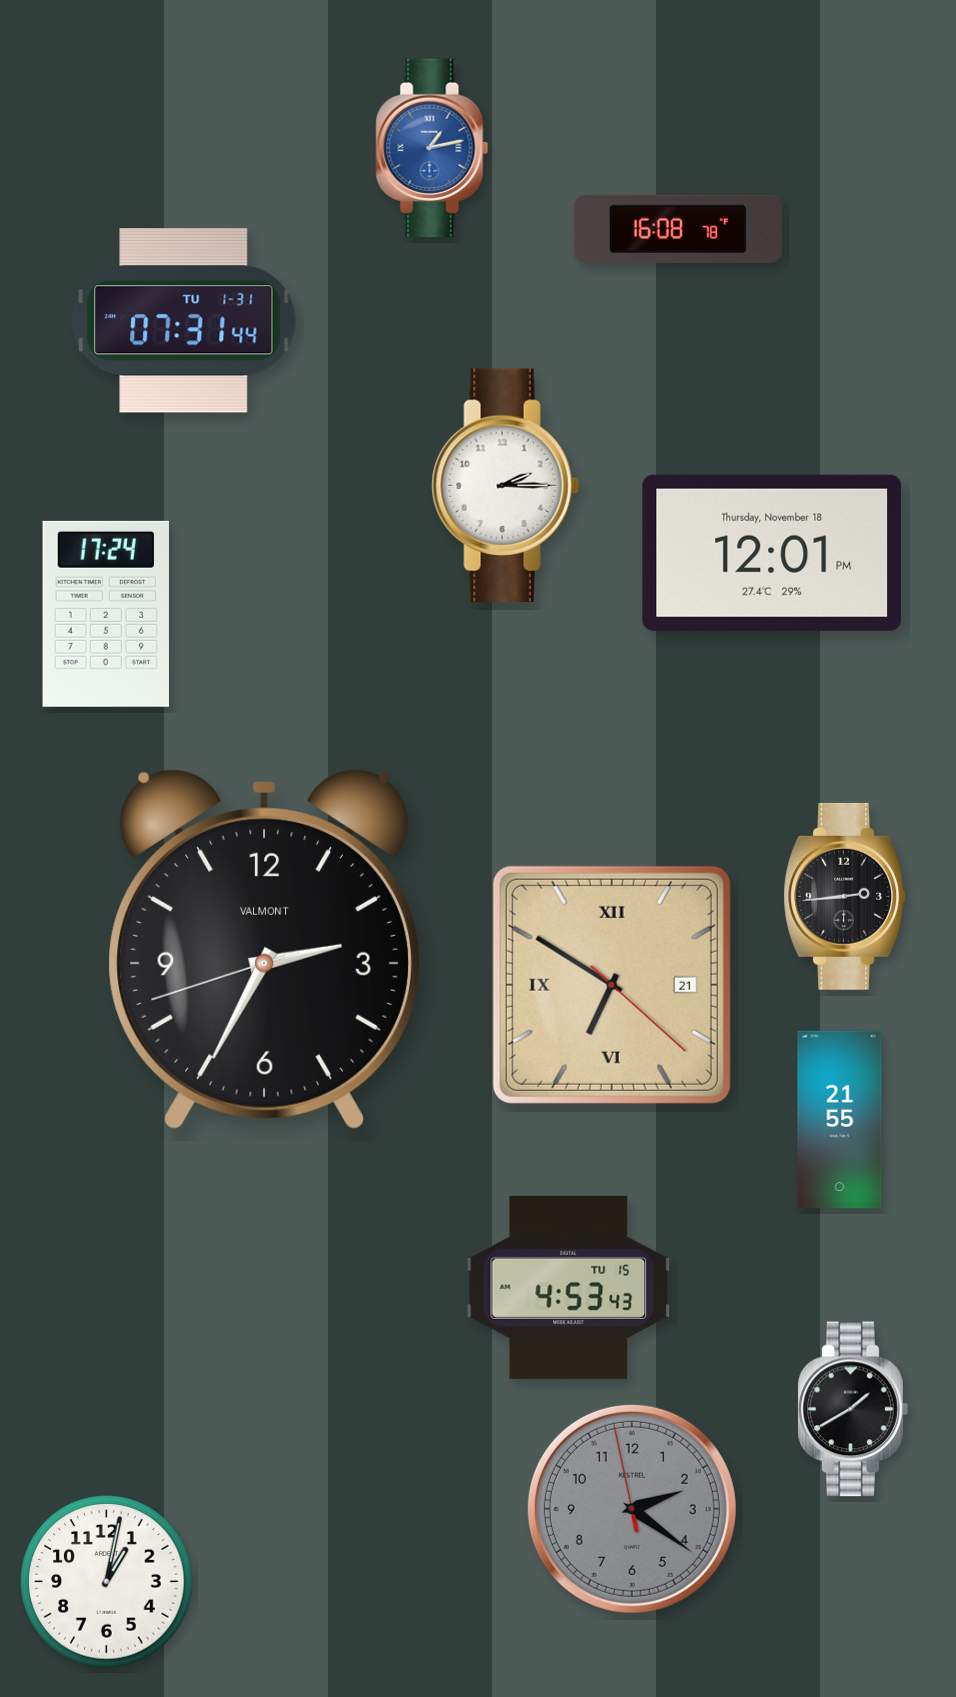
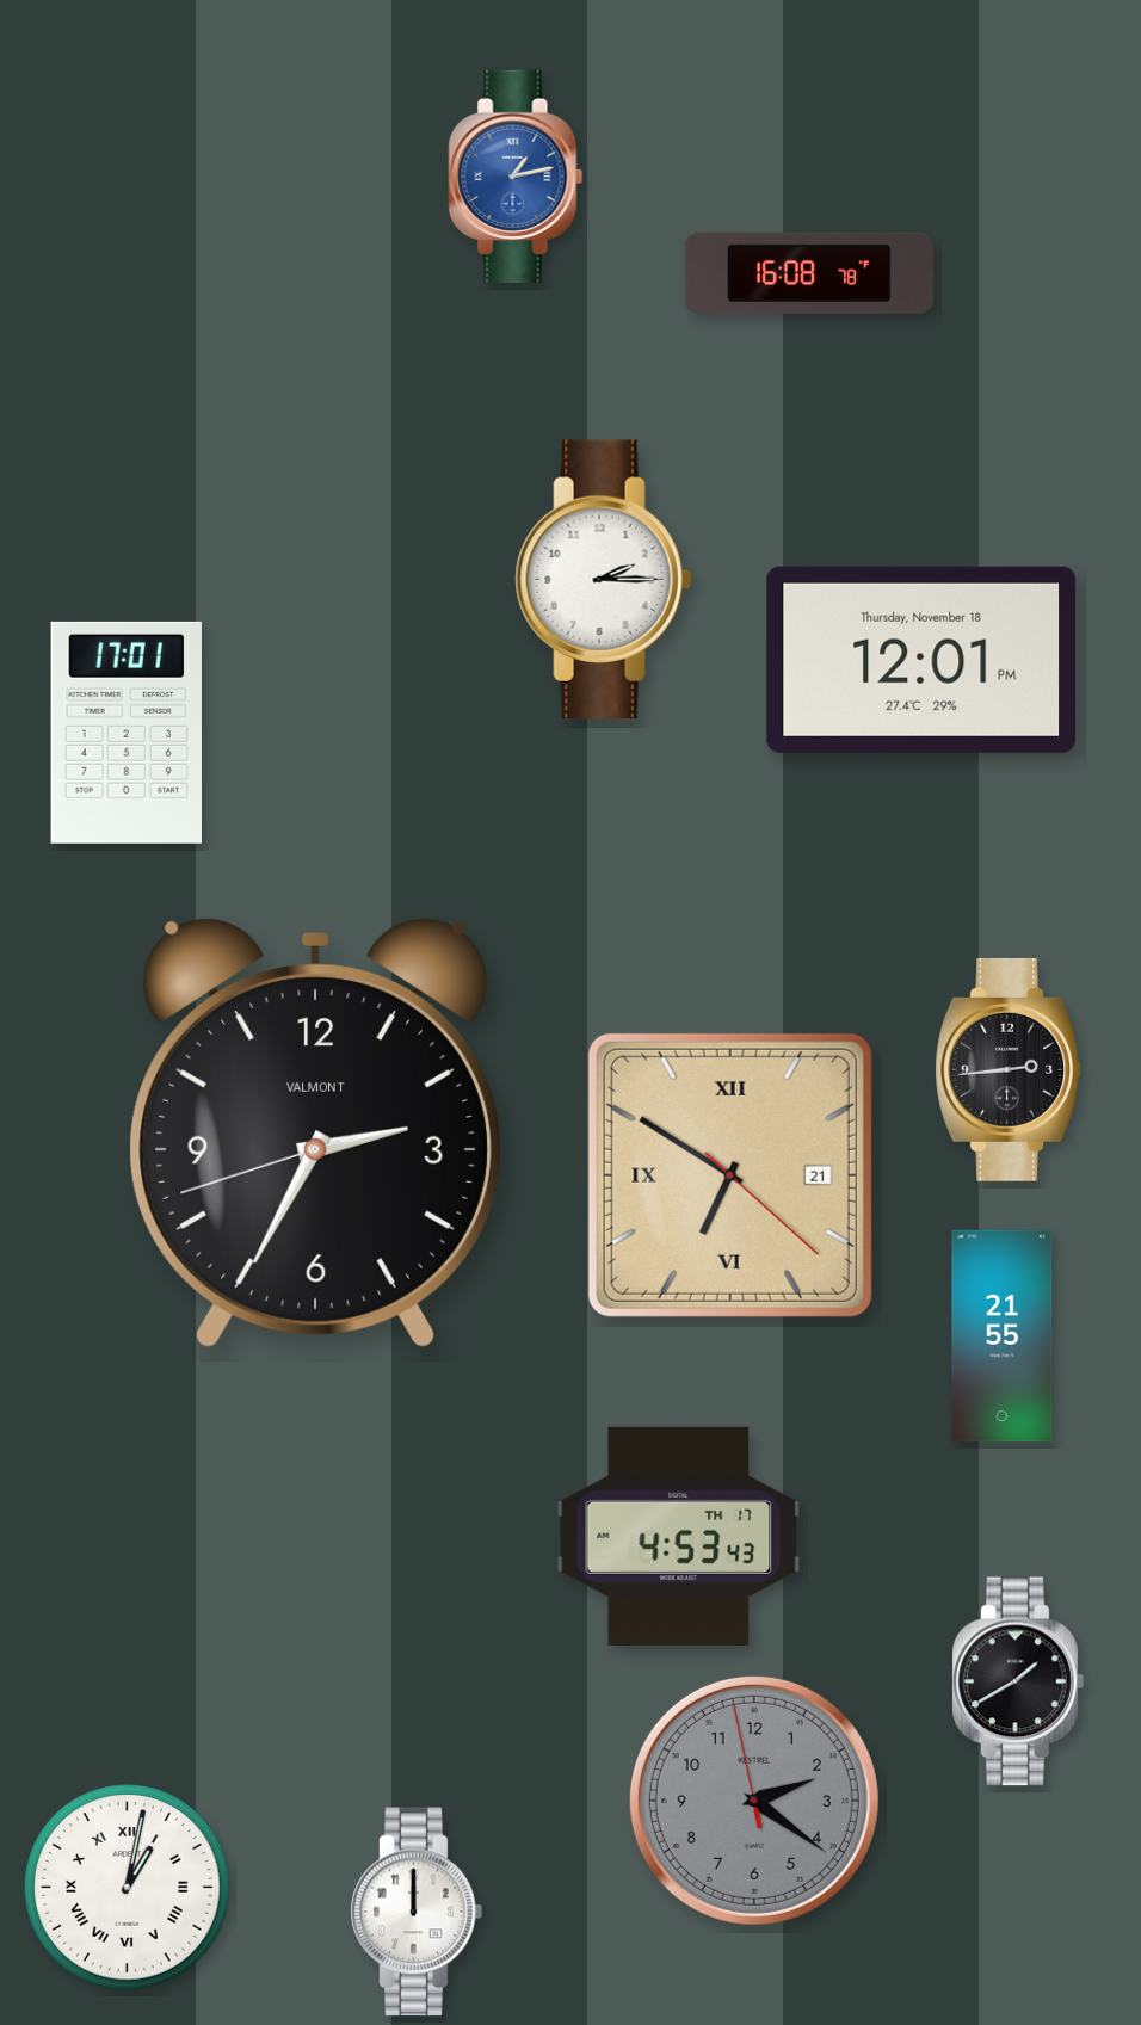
clock at (184, 321): 07:31 -> none
clock at (106, 614): 17:24 -> 17:01
clock at (569, 1287) date: TU 15 -> TH 17
clock at (107, 1582) numerals: Arabic -> Roman
clock at (417, 1912): none -> 12:00
